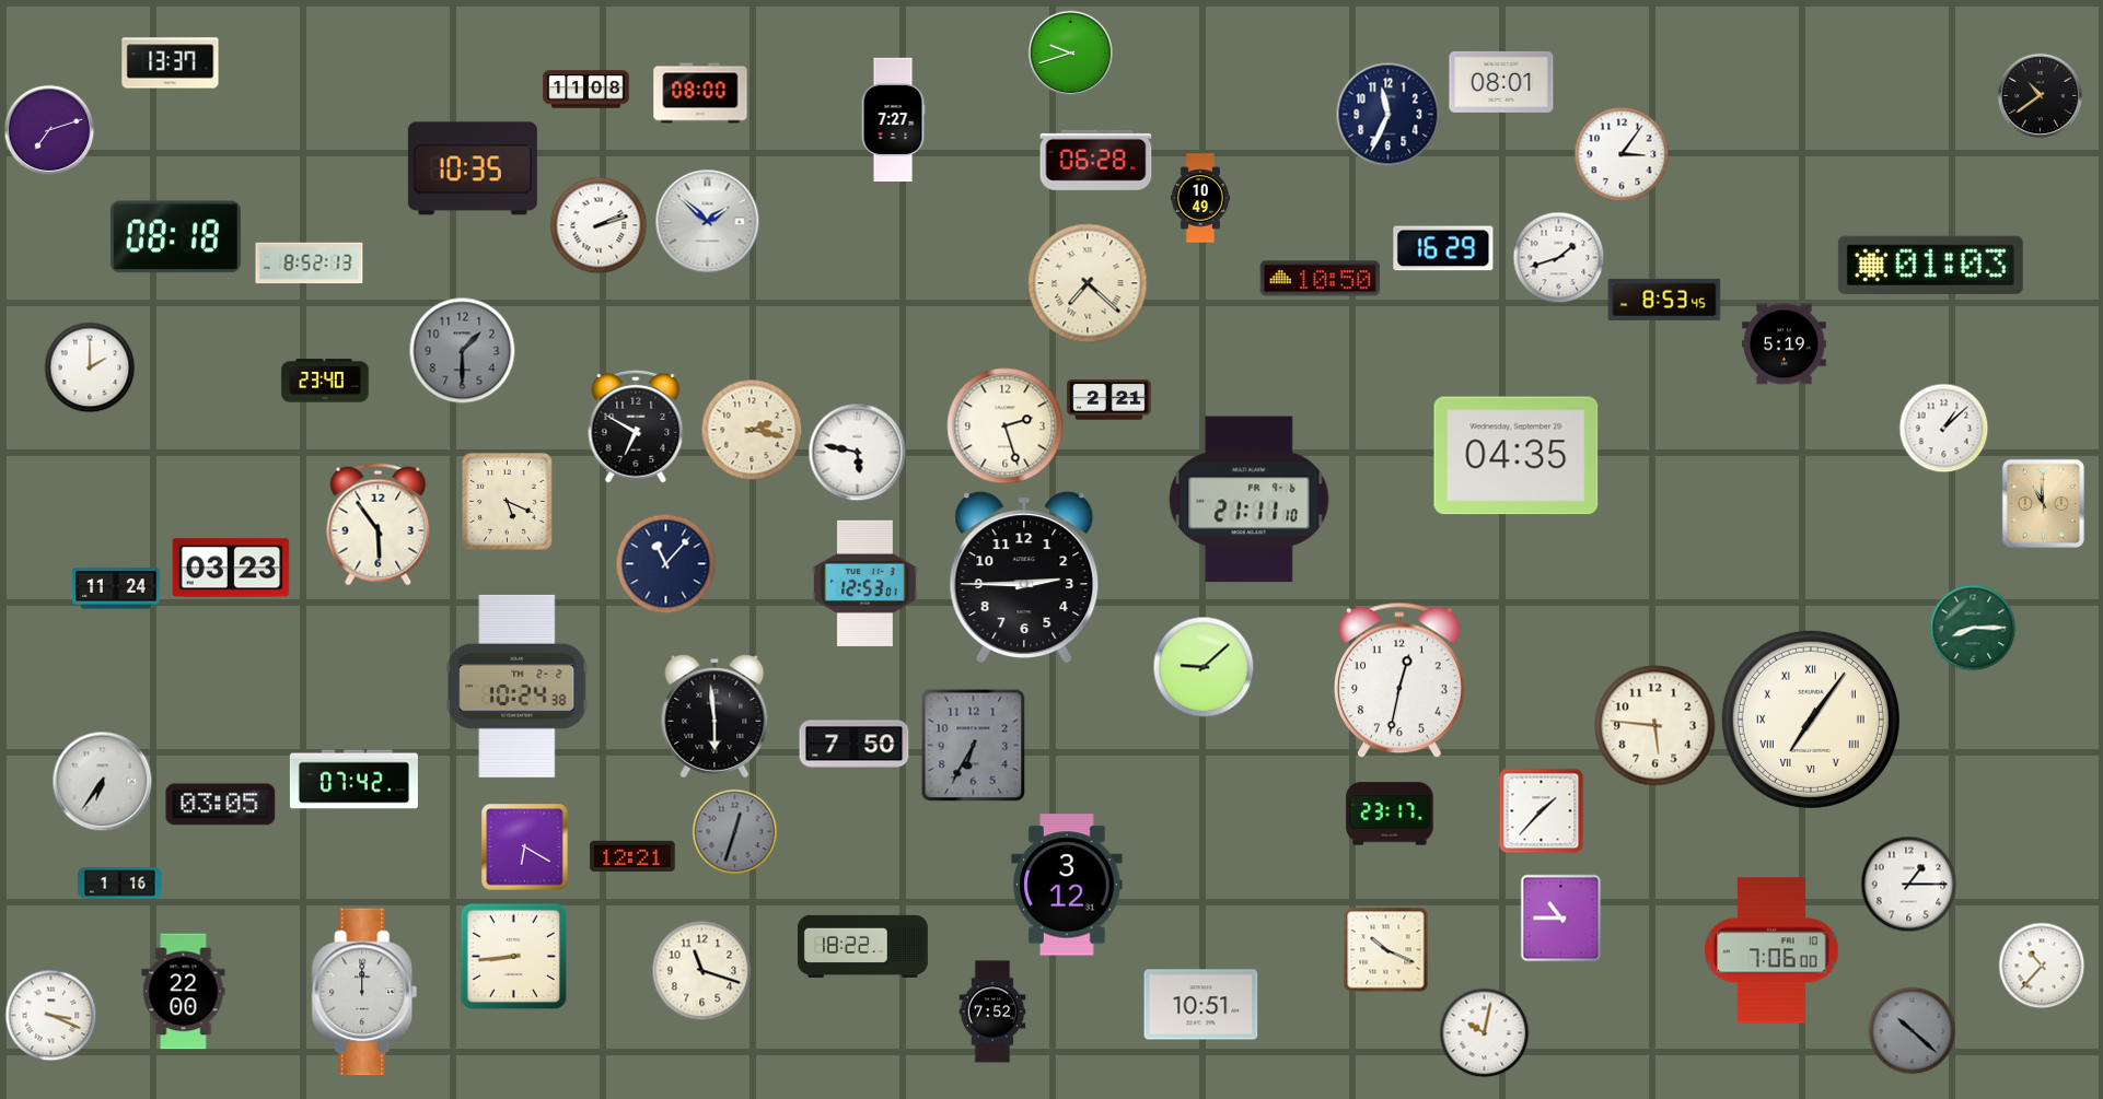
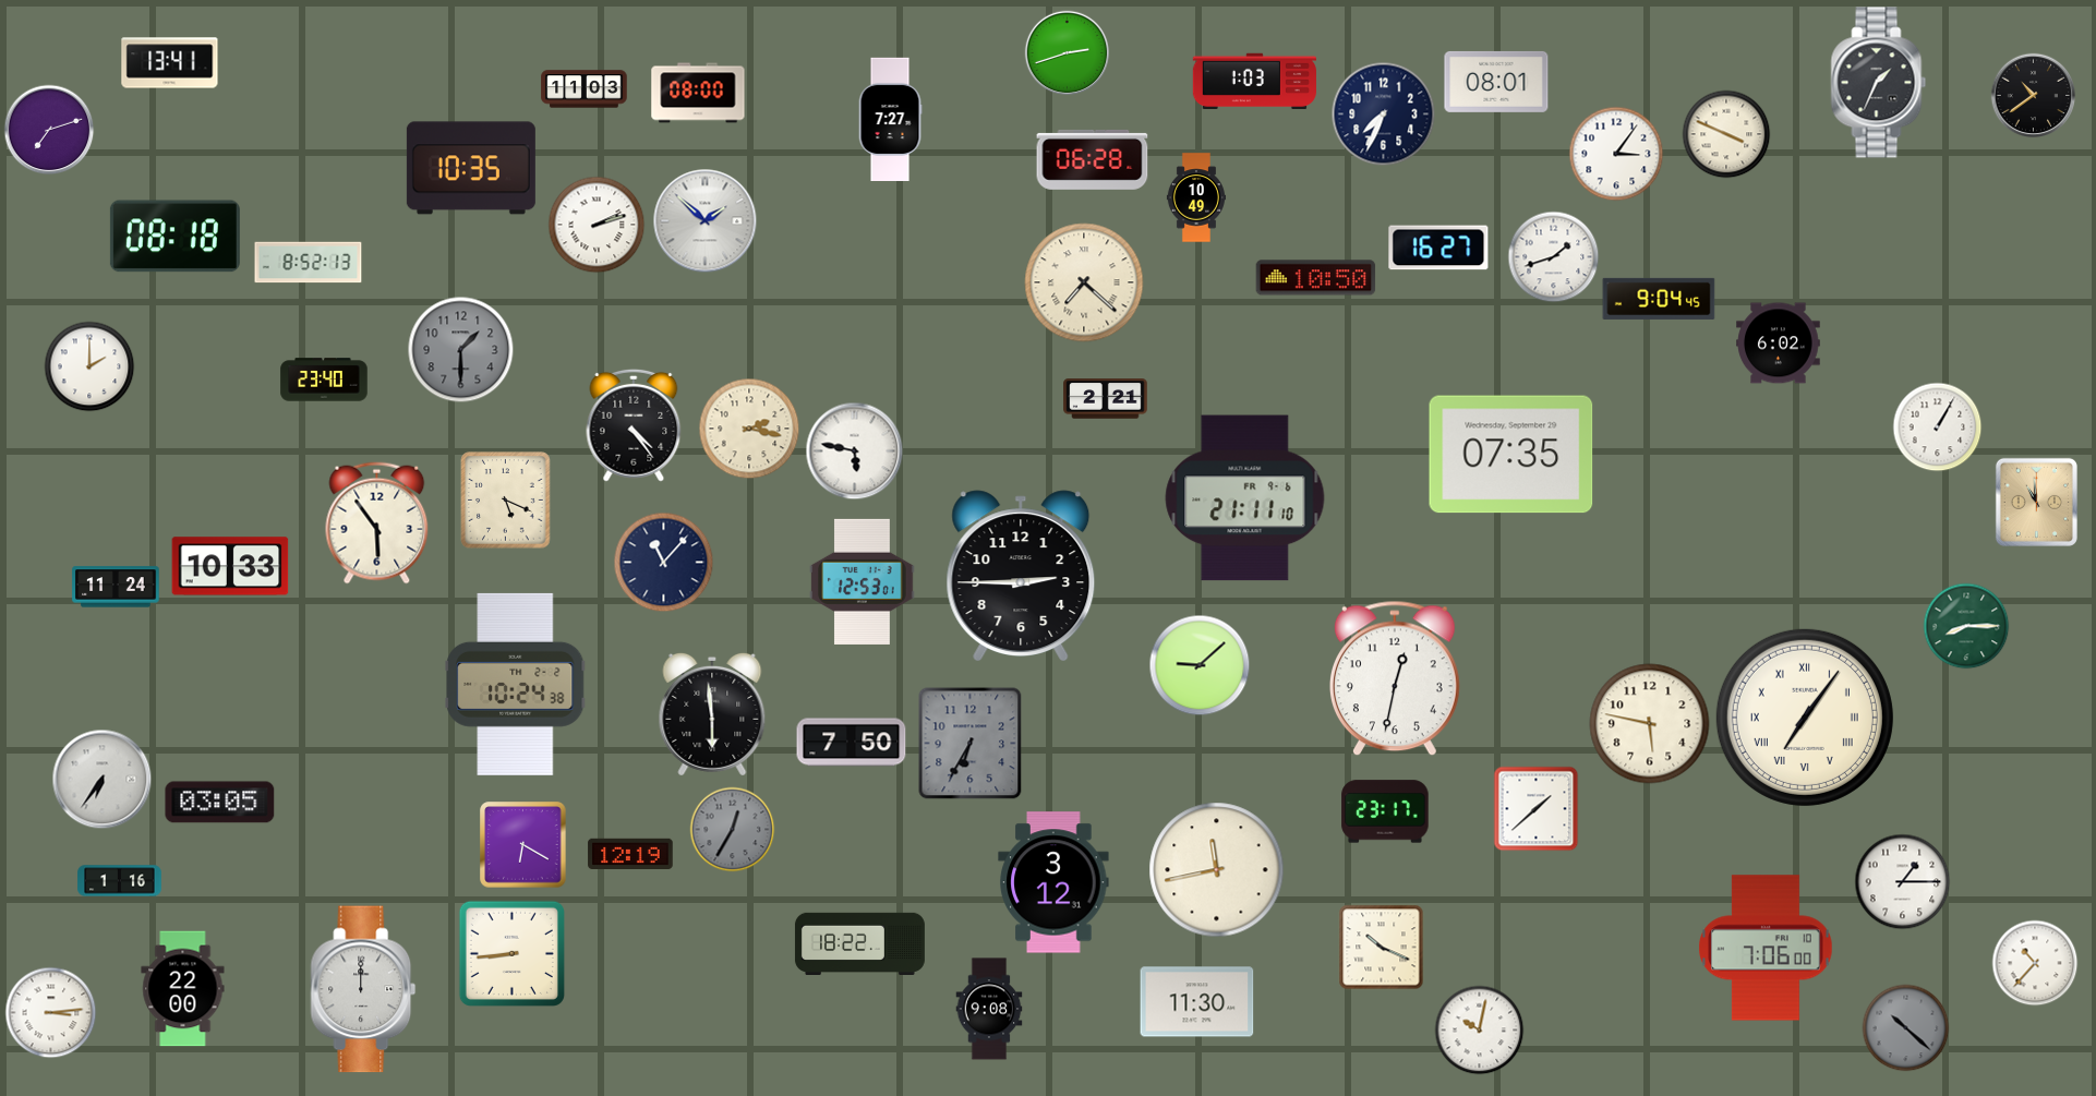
clock at (1070, 52): 9:42 -> 2:42
clock at (171, 63): 13:37 -> 13:41
clock at (1254, 81): none -> 1:03
clock at (1879, 83): none -> 1:34
clock at (586, 90): 11:08 -> 11:03
clock at (1387, 114): 11:34 -> 7:34
clock at (1726, 134): none -> 3:49
clock at (1443, 248): 16:29 -> 16:27
clock at (1930, 265): 01:03 -> none
clock at (1664, 300): 8:53 -> 9:04
clock at (1785, 344): 5:19 -> 6:02
clock at (636, 426): 6:50 -> 4:24
clock at (1006, 426): 2:27 -> none
clock at (1943, 428): 1:08 -> 1:05
clock at (1517, 456): 04:35 -> 07:35
clock at (231, 568): 03:23 -> 10:33
clock at (1655, 726): 5:46 -> 5:47
clock at (353, 780): 07:42 -> none
clock at (1541, 810): 1:37 -> 1:38
clock at (734, 831): 12:33 -> 12:35
clock at (632, 855): 12:21 -> 12:19
clock at (1217, 870): none -> 11:43
clock at (1067, 885) position: (1067, 885) -> (1053, 882)
clock at (1561, 917): 10:45 -> none
clock at (701, 970): 11:18 -> none
clock at (1201, 1005): 10:51 -> 11:30
clock at (992, 1012): 7:52 -> 9:08
clock at (50, 1015): 3:19 -> 3:14
